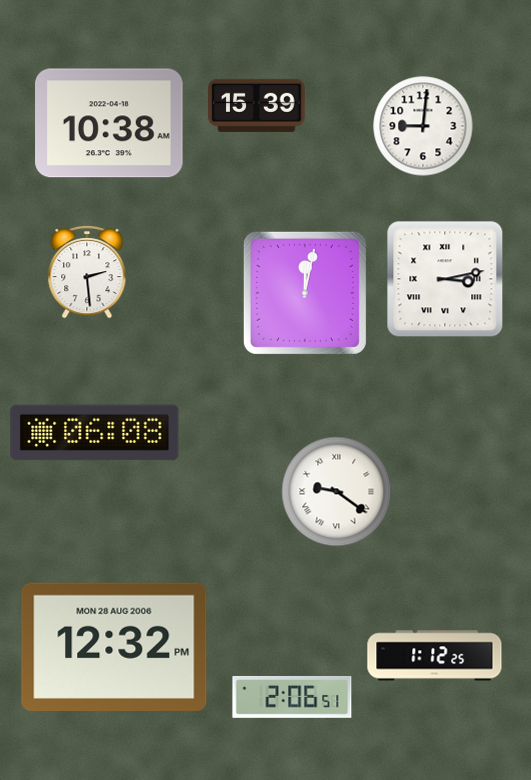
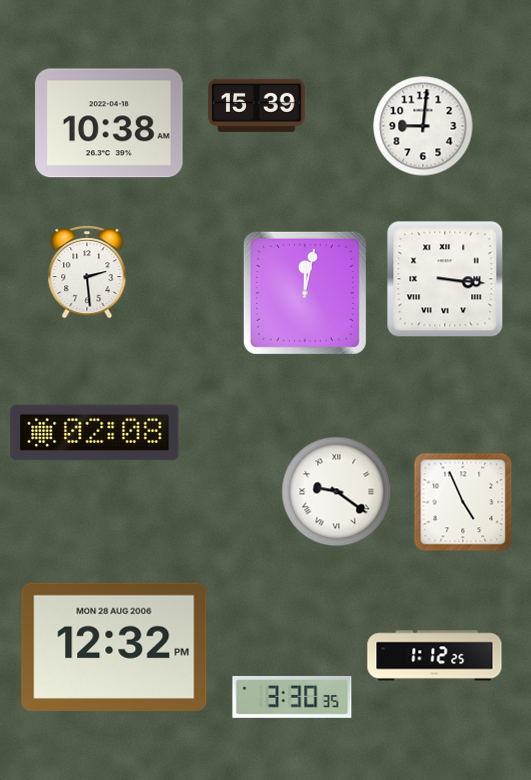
clock at (445, 279): 3:13 -> 3:16
clock at (95, 433): 06:08 -> 02:08
clock at (463, 502): none -> 4:56
clock at (292, 697): 2:06 -> 3:30
